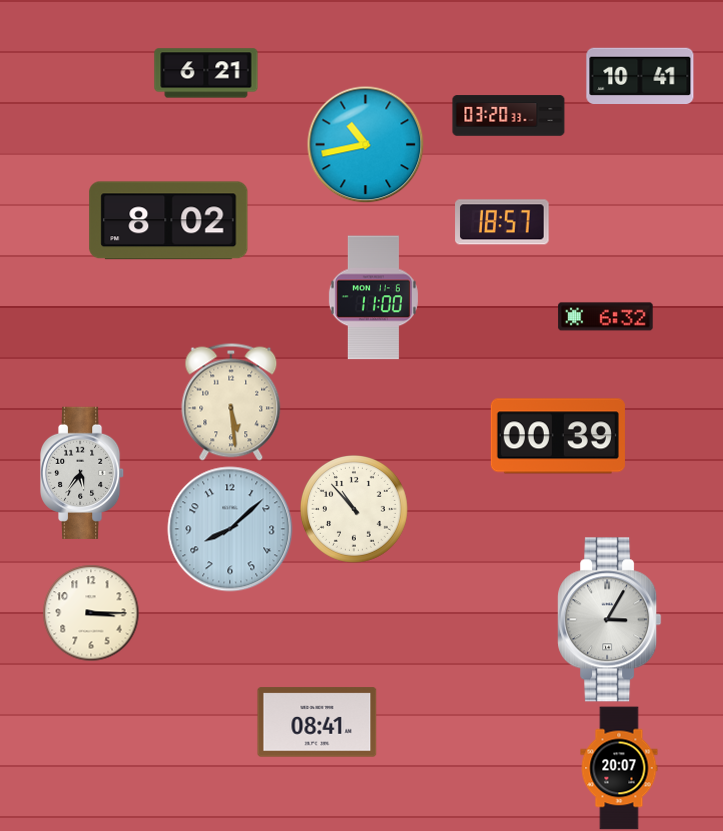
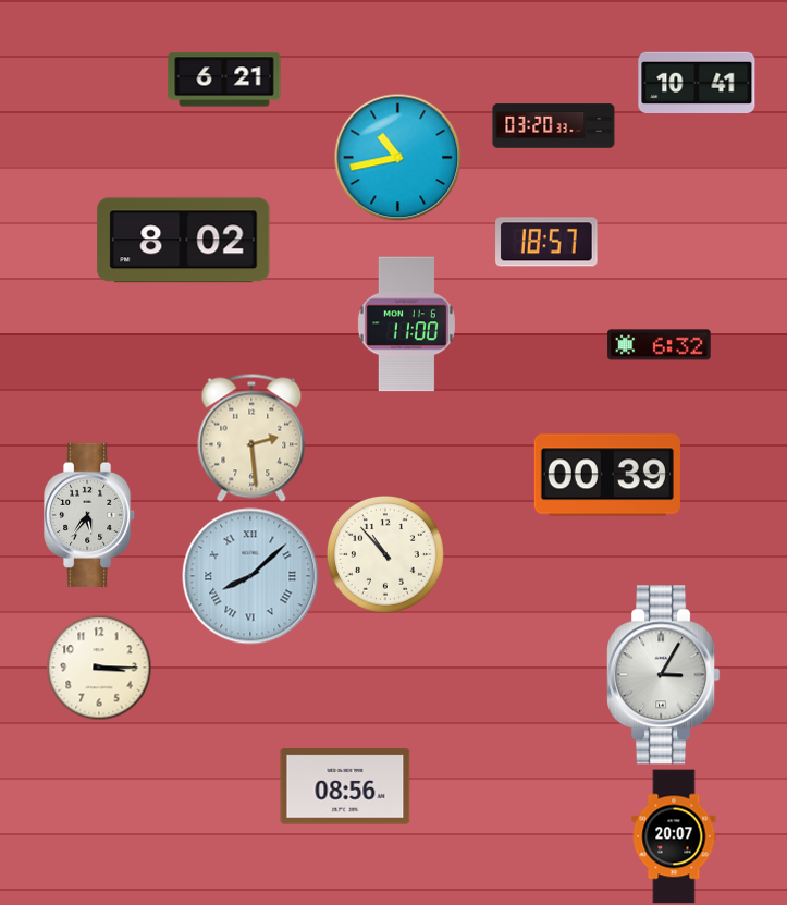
clock at (231, 402): 5:29 -> 2:29
clock at (230, 529) numerals: Arabic -> Roman
clock at (317, 722): 08:41 -> 08:56
